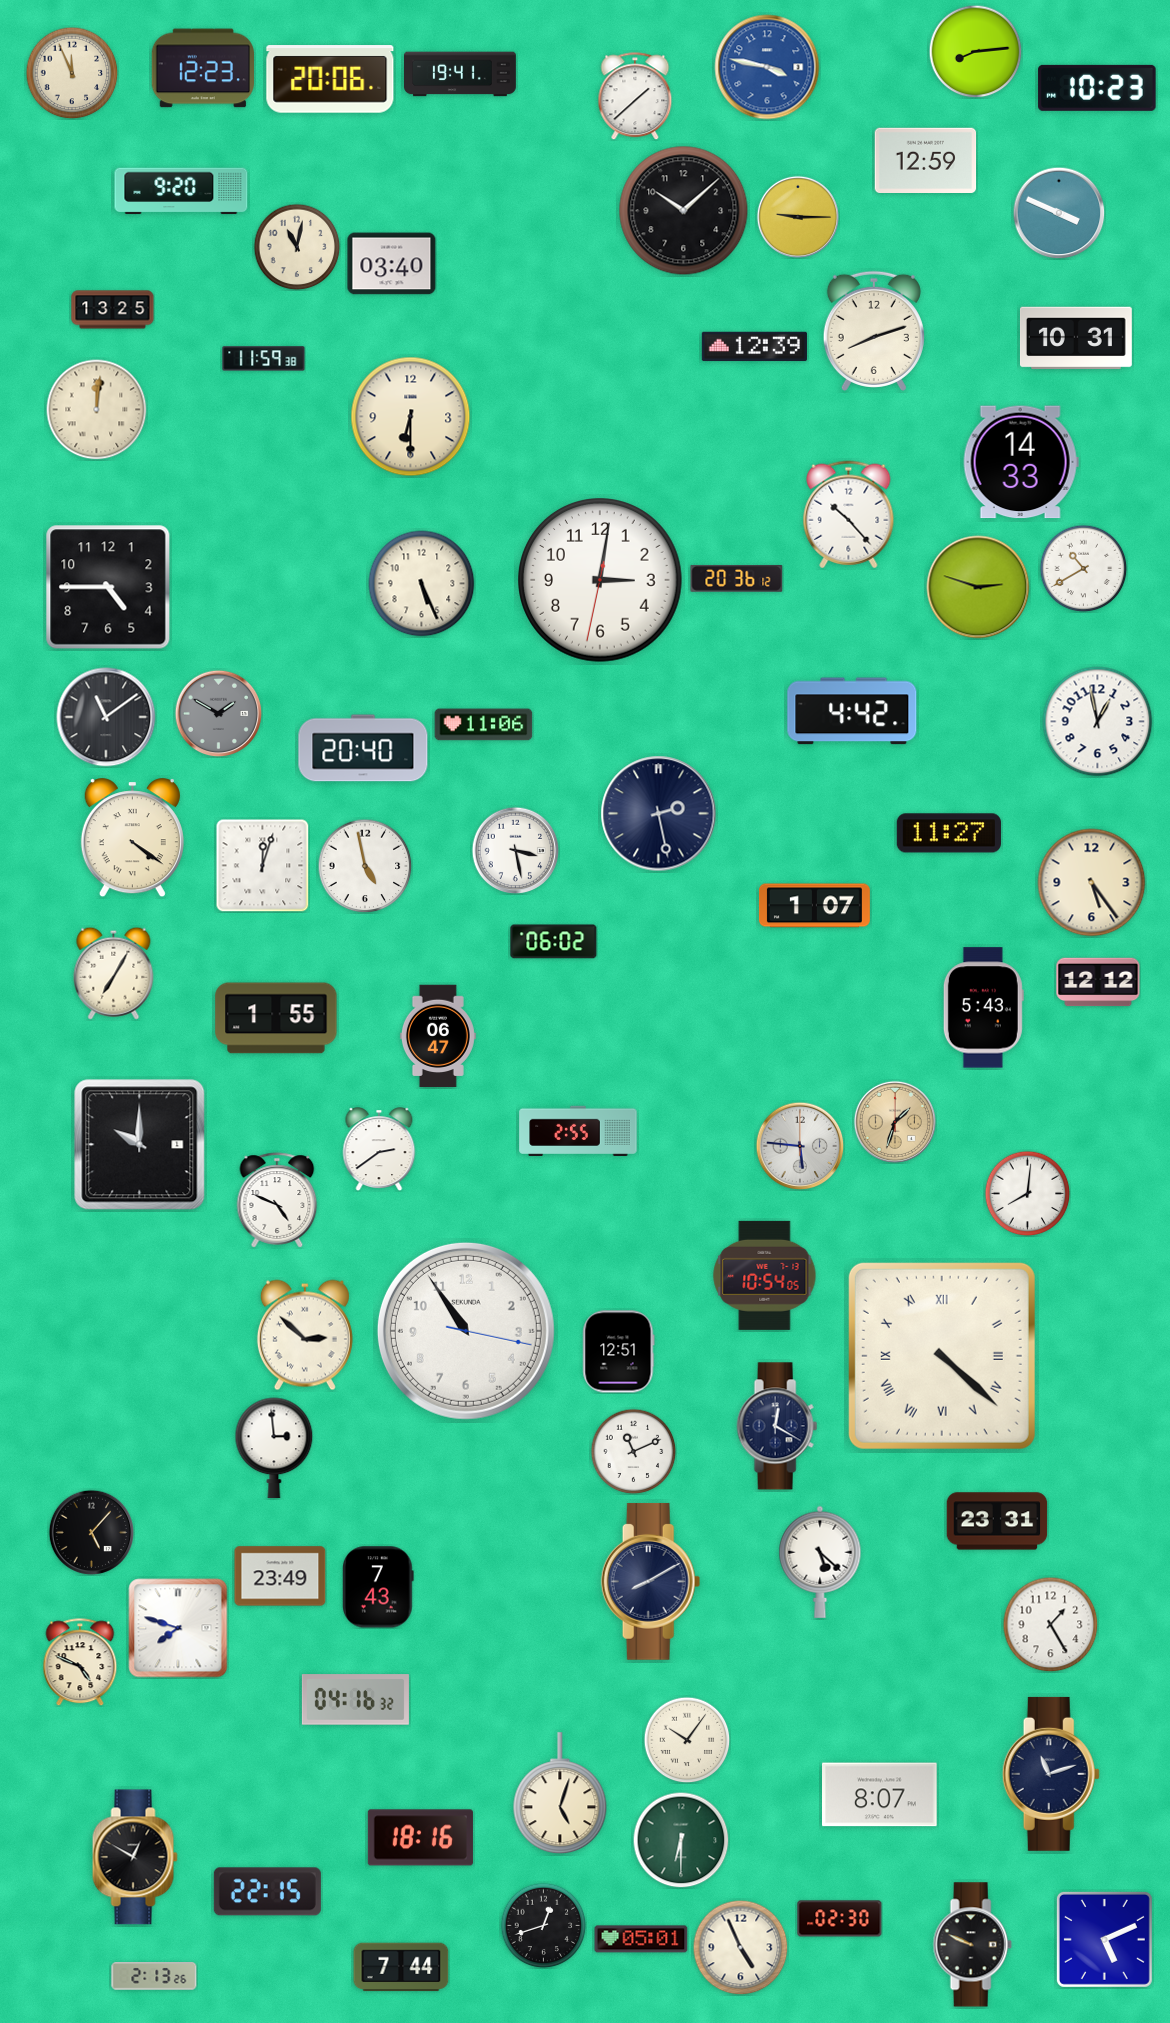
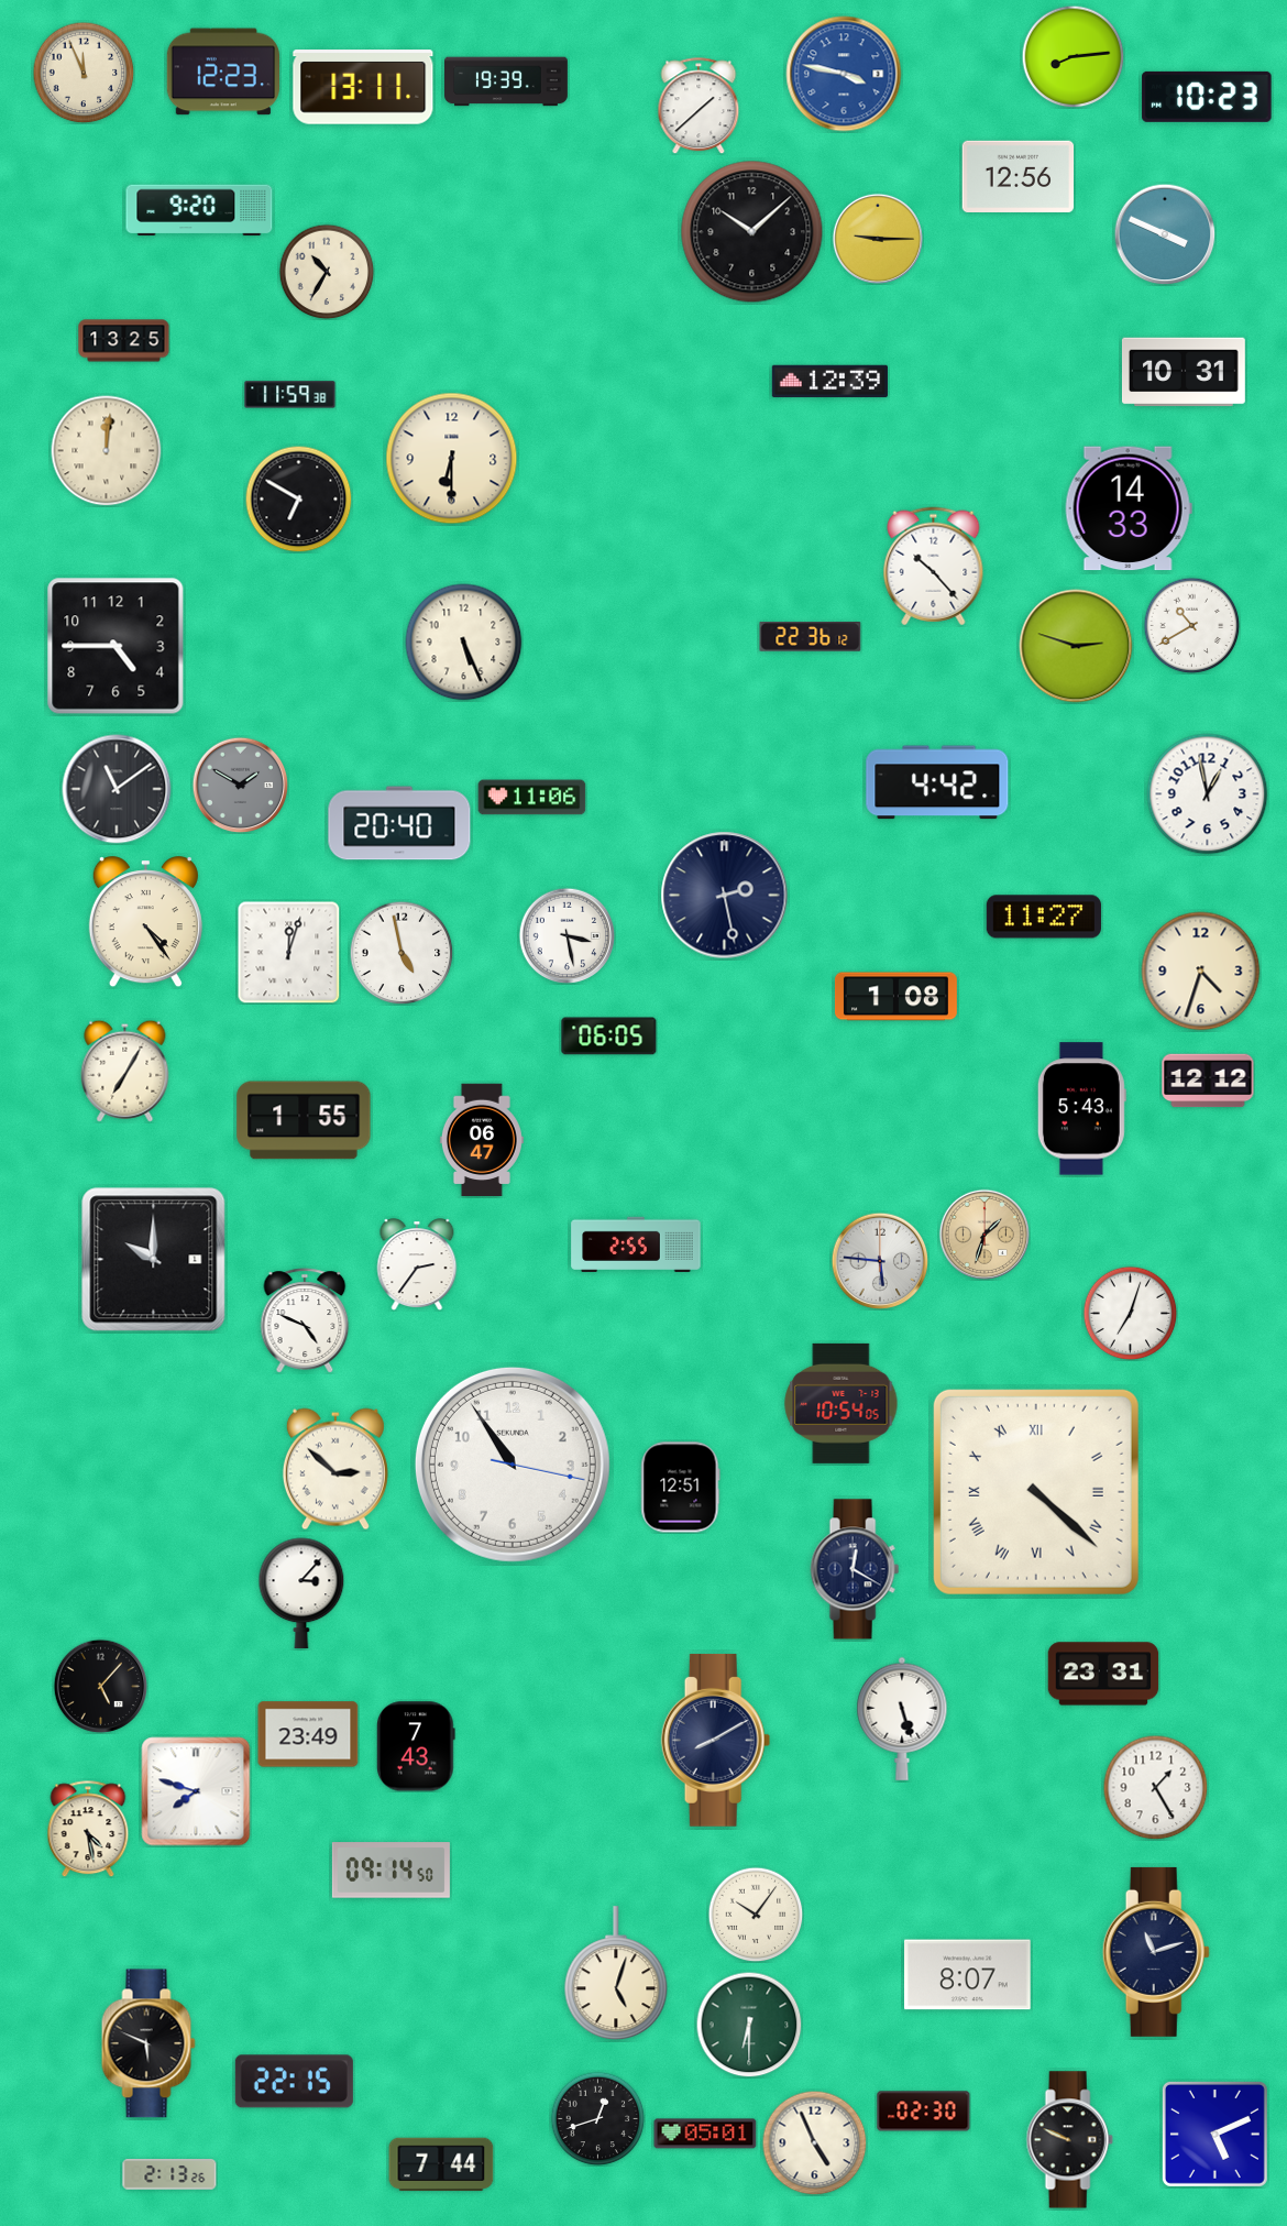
clock at (203, 68) position: (203, 68) -> (223, 72)
clock at (72, 73) position: (72, 73) -> (84, 73)
clock at (461, 74): 19:41 -> 19:39
clock at (330, 79): 20:06 -> 13:11
clock at (926, 160): 12:59 -> 12:56
clock at (297, 247): 11:02 -> 10:35
clock at (392, 264): 03:40 -> none
clock at (874, 331): 8:12 -> none
clock at (298, 498): none -> 6:50
clock at (1021, 462) position: (1021, 462) -> (1129, 508)
clock at (737, 579): 20:36 -> 22:36
clock at (601, 581): 3:01 -> none
clock at (108, 587) position: (108, 587) -> (116, 646)
clock at (132, 838): 4:21 -> 4:24
clock at (1092, 883): 5:24 -> 4:33
clock at (814, 906): 1:07 -> 1:08
clock at (554, 942): 06:02 -> 06:05
clock at (379, 1149): 2:39 -> 2:36
clock at (1027, 1193): 8:01 -> 7:03
clock at (274, 1448): 2:59 -> 3:07
clock at (633, 1451): 11:11 -> none
clock at (997, 1521) position: (997, 1521) -> (1103, 1674)
clock at (820, 1562): 5:22 -> 5:27
clock at (80, 1662): 4:49 -> 4:28
clock at (355, 1700): 04:16 -> 09:14
clock at (420, 1838): 18:16 -> none
clock at (135, 1857): 12:50 -> 5:49
